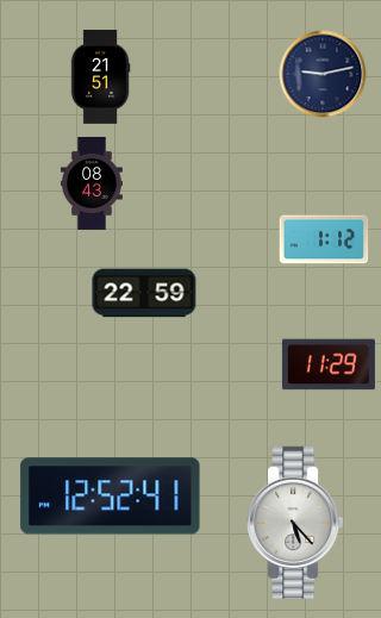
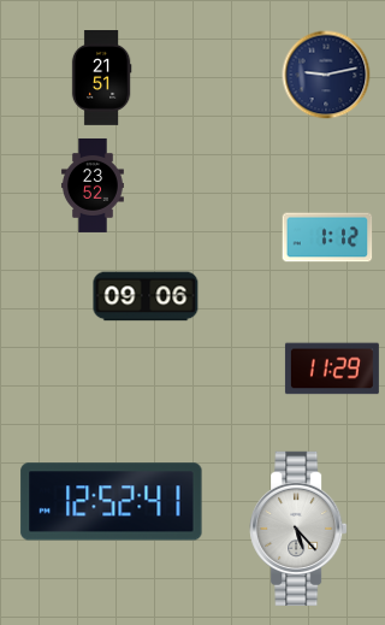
clock at (92, 183): 08:43 -> 23:52
clock at (324, 239) position: (324, 239) -> (327, 237)
clock at (144, 293): 22:59 -> 09:06
